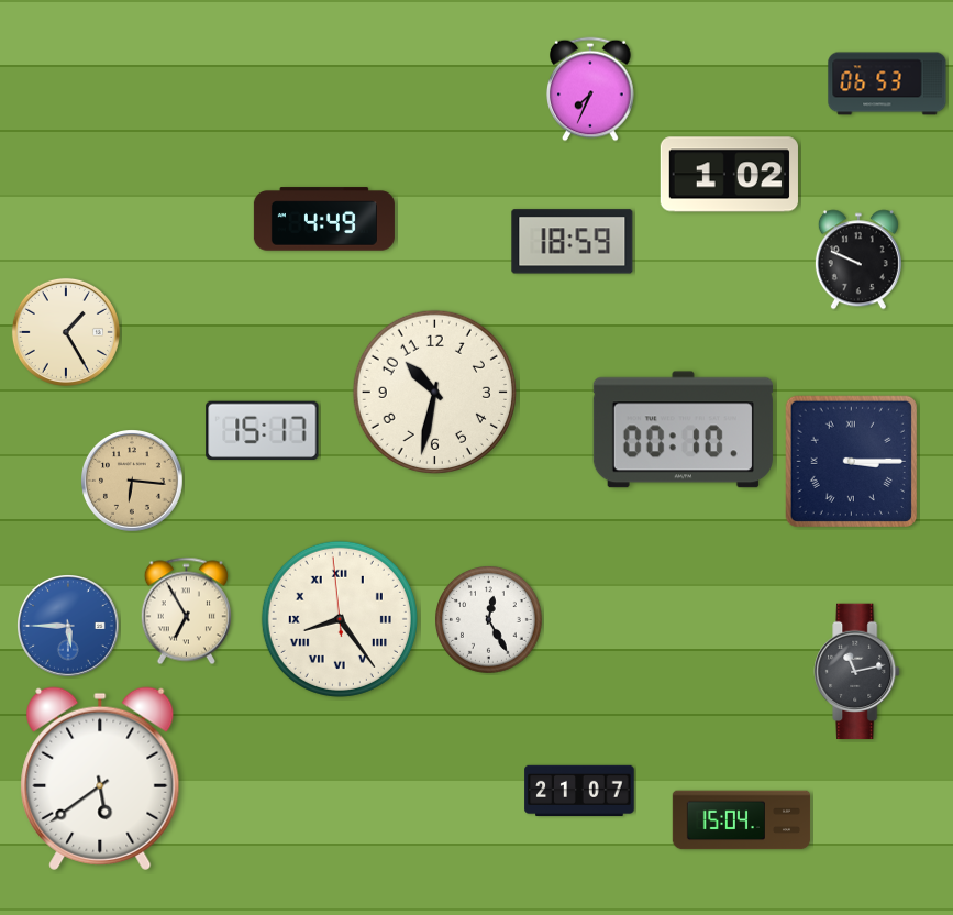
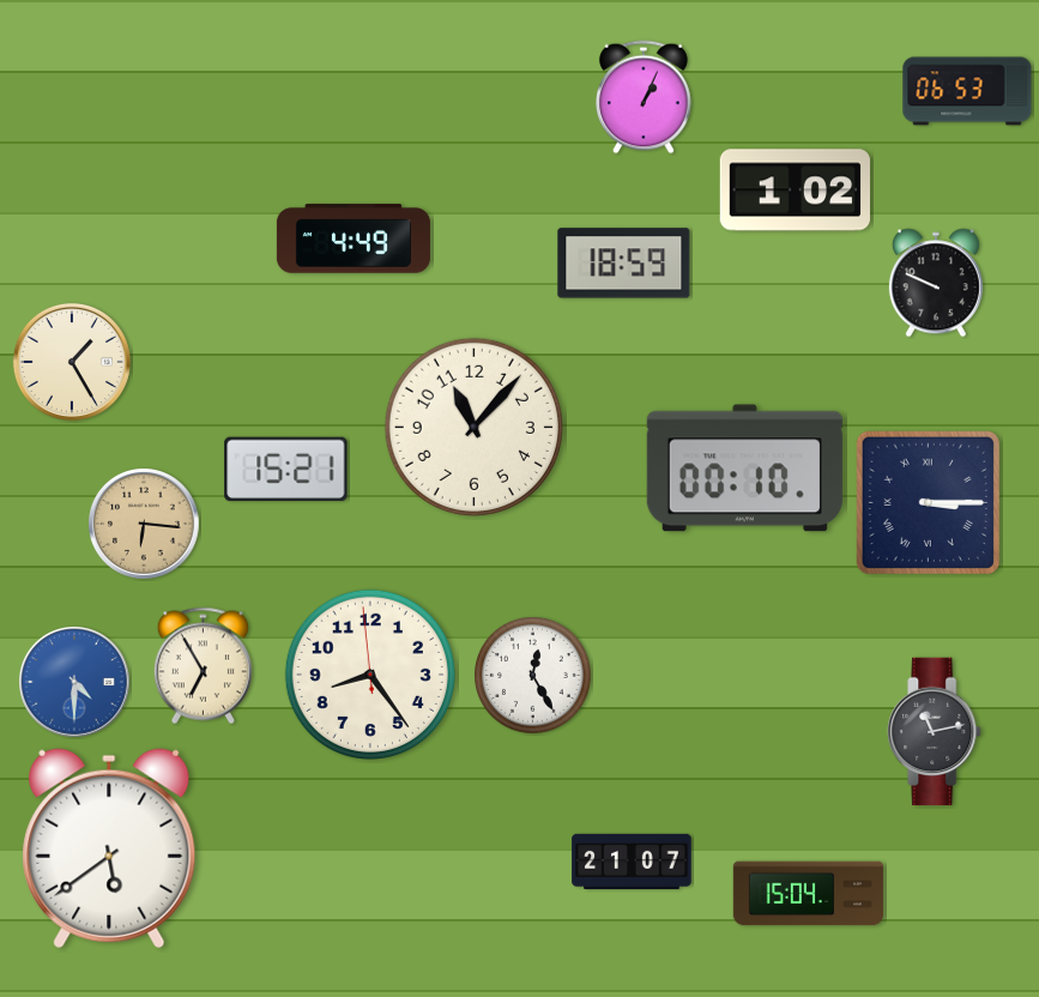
clock at (591, 89): 7:34 -> 1:04
clock at (434, 392): 10:32 -> 11:07
clock at (263, 431): 15:17 -> 15:21
clock at (340, 619) numerals: Roman -> Arabic
clock at (69, 627): 5:45 -> 4:30
